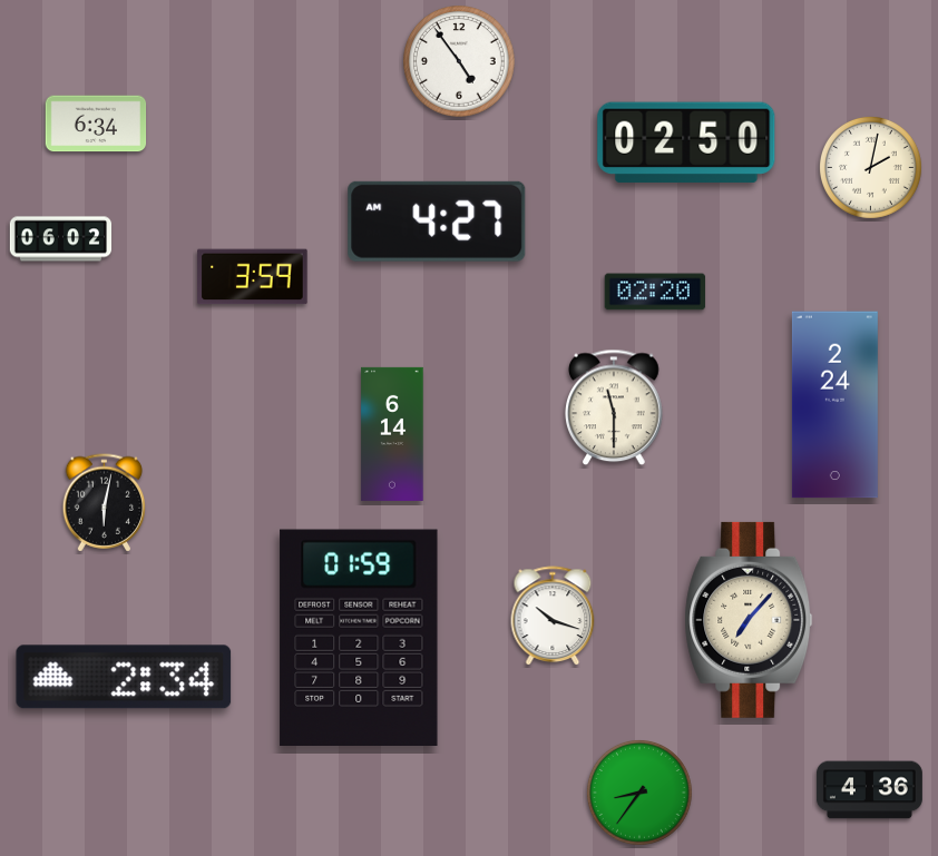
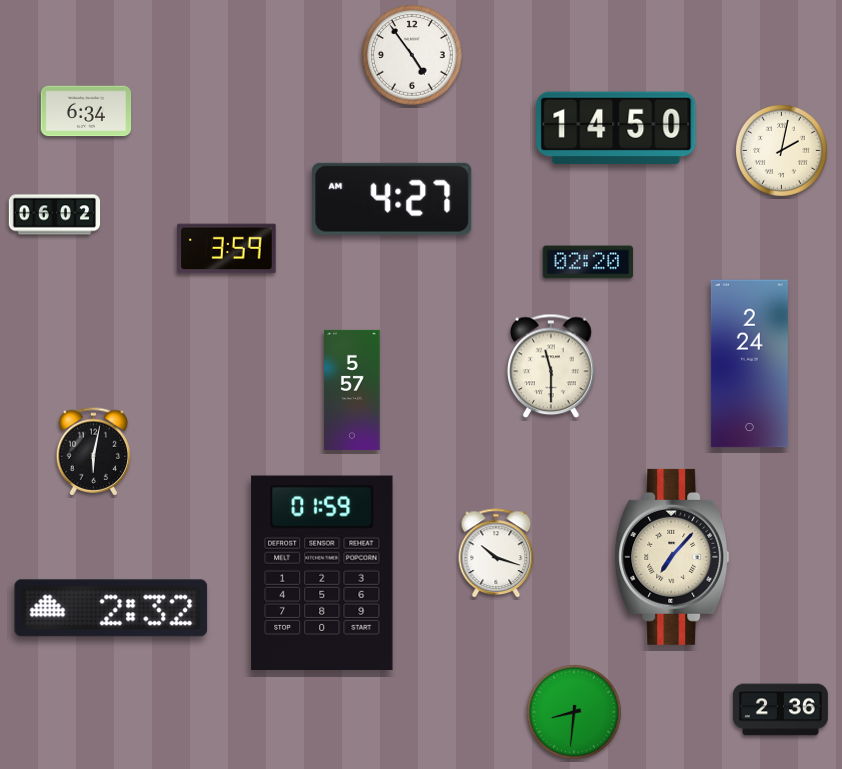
clock at (686, 142): 02:50 -> 14:50
clock at (392, 434): 6:14 -> 5:57
clock at (124, 677): 2:34 -> 2:32
clock at (869, 790): 4:36 -> 2:36
clock at (639, 793): 8:36 -> 8:31
